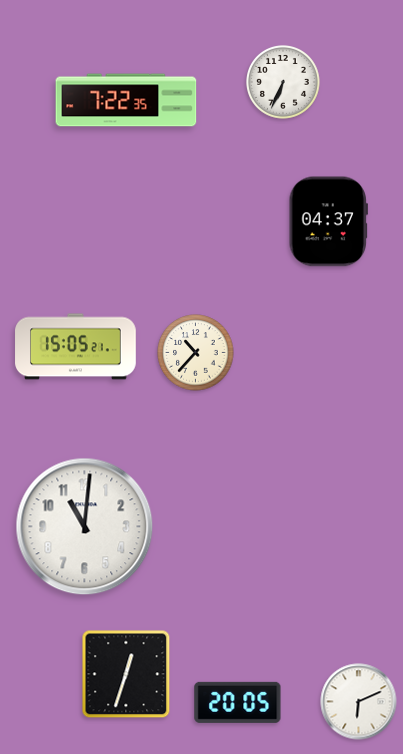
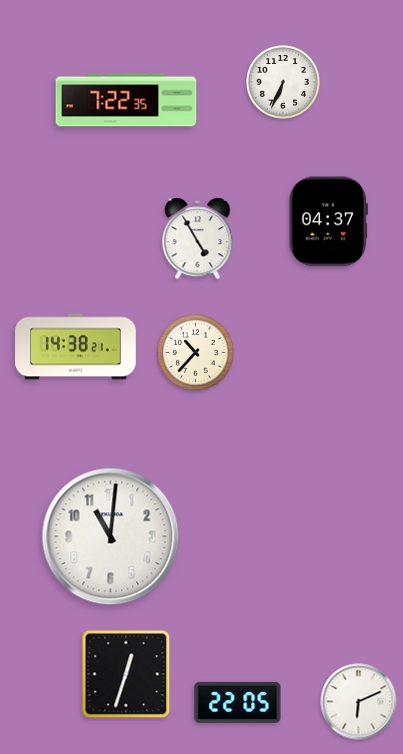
clock at (198, 239): none -> 4:55
clock at (76, 347): 15:05 -> 14:38
clock at (85, 527) position: (85, 527) -> (111, 537)
clock at (238, 702): 20:05 -> 22:05
